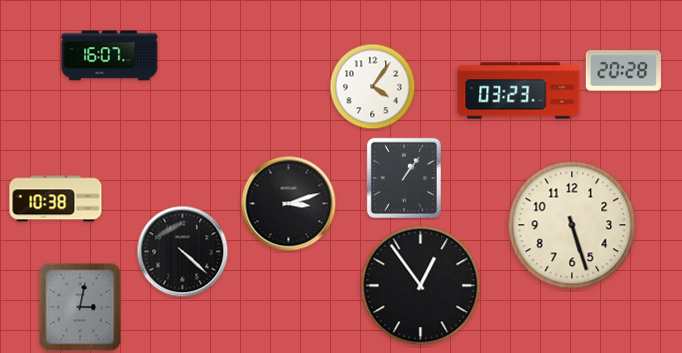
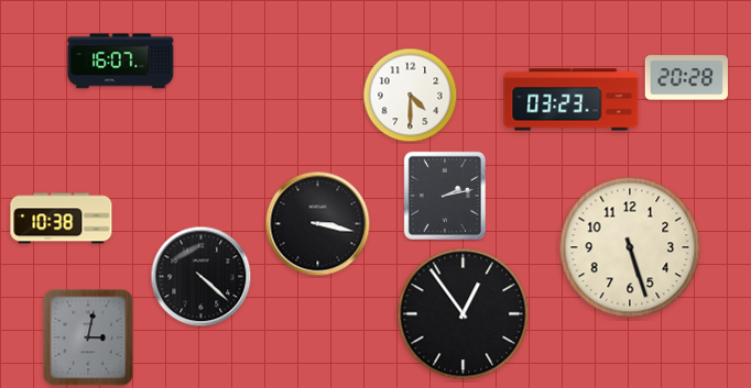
clock at (373, 87): 4:06 -> 4:30
clock at (404, 177): 1:06 -> 2:13
clock at (289, 204): 3:12 -> 3:17
